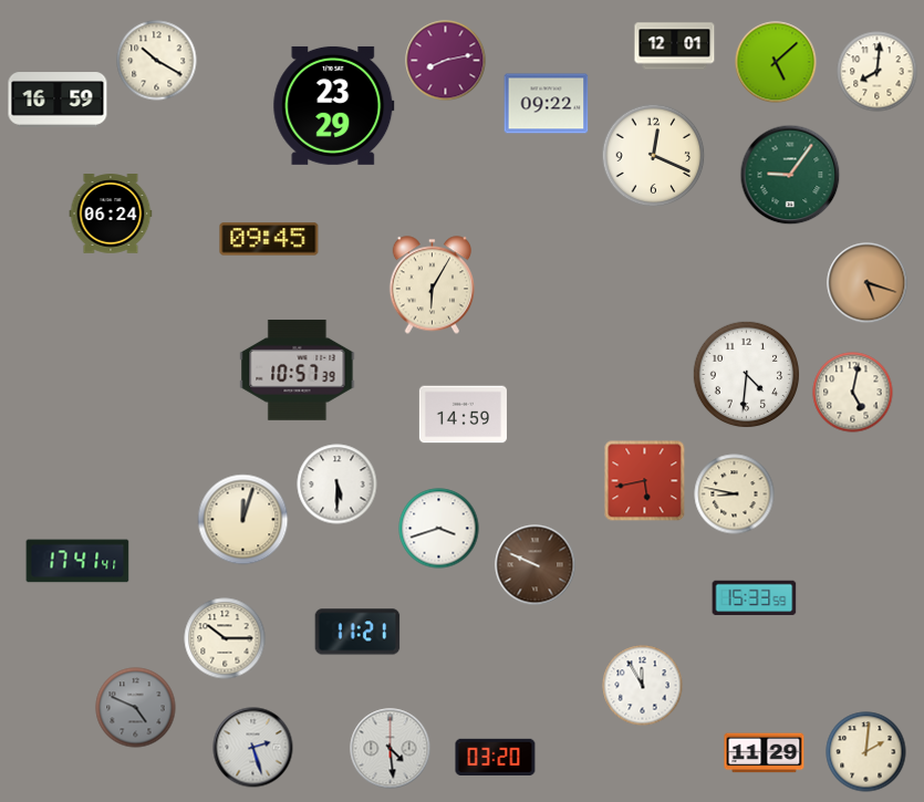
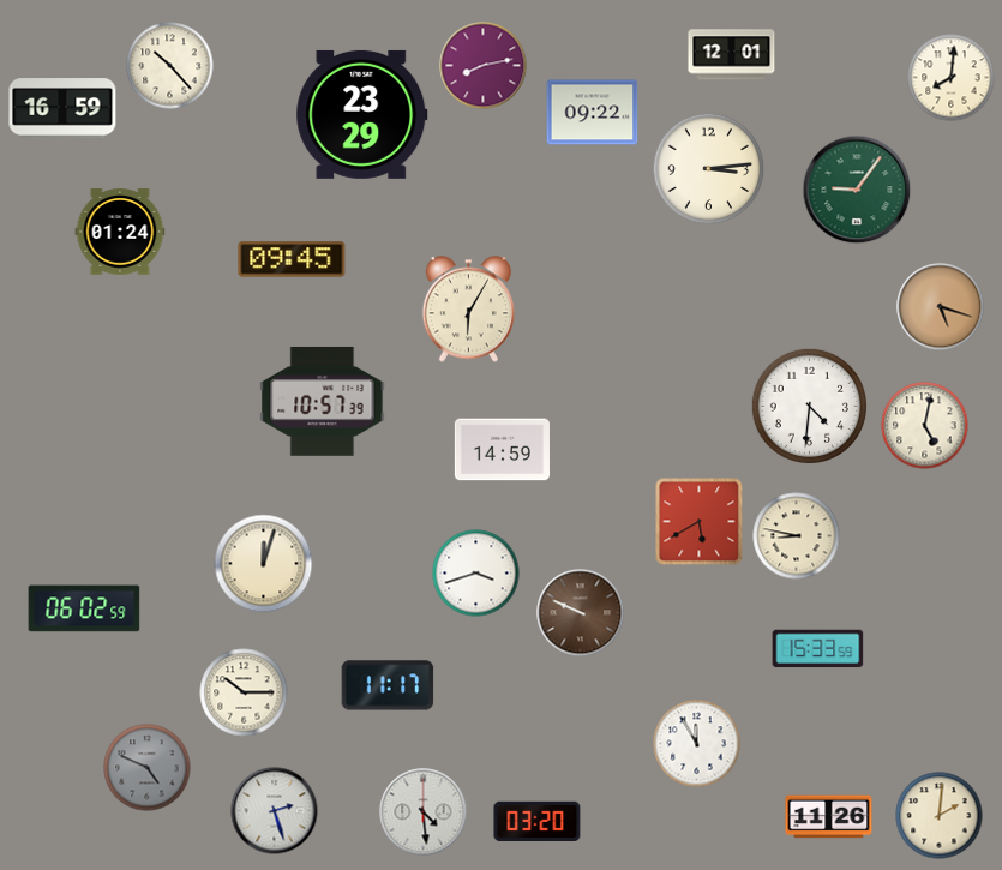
clock at (675, 46) position: (675, 46) -> (732, 55)
clock at (157, 61): 10:20 -> 10:23
clock at (776, 62): 5:08 -> none
clock at (654, 156): 12:19 -> 3:14
clock at (111, 213): 06:24 -> 01:24
clock at (645, 481): 5:43 -> 5:40
clock at (338, 485): 5:30 -> none
clock at (77, 561): 17:41 -> 06:02
clock at (357, 632): 11:21 -> 11:17
clock at (765, 753): 11:29 -> 11:26
